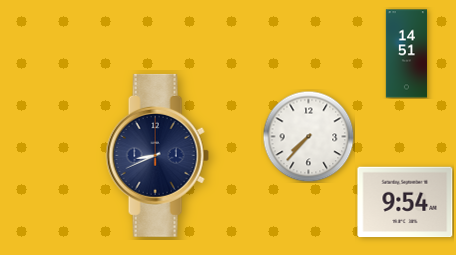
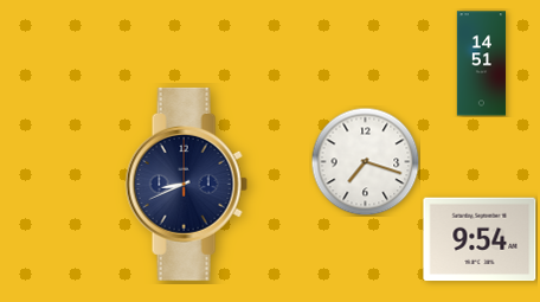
clock at (308, 136): 7:37 -> 7:18
